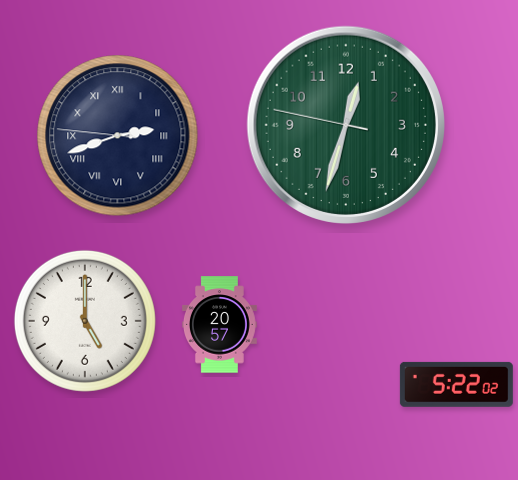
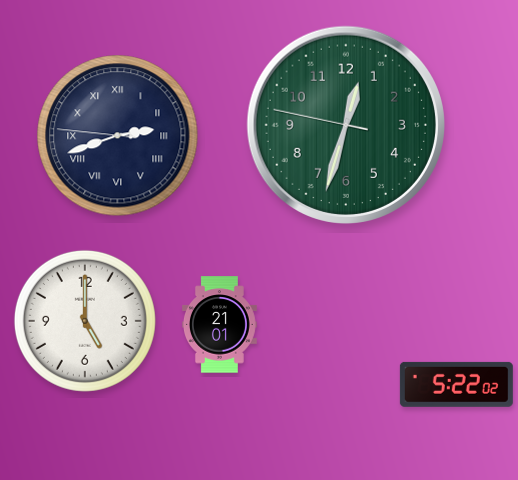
clock at (220, 325): 20:57 -> 21:01
